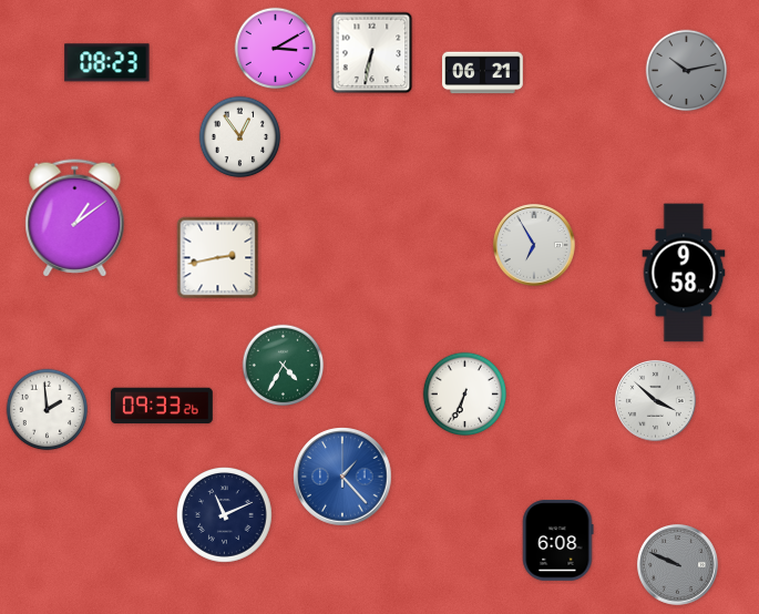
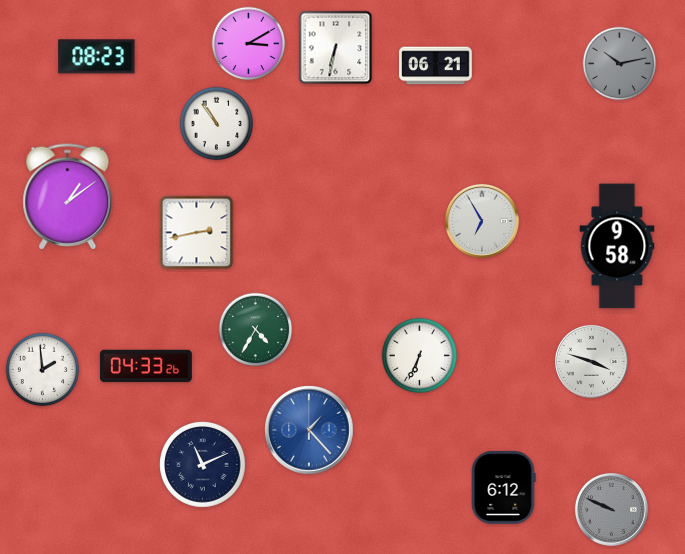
clock at (240, 137): 12:54 -> 10:54
clock at (655, 400): 3:52 -> 3:48
clock at (162, 406): 09:33 -> 04:33
clock at (557, 541): 6:08 -> 6:12
